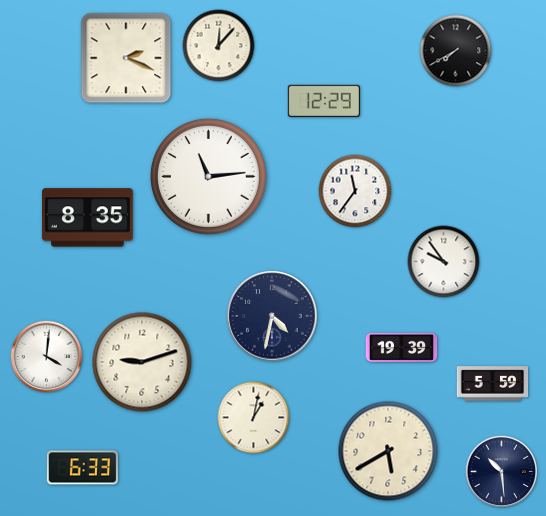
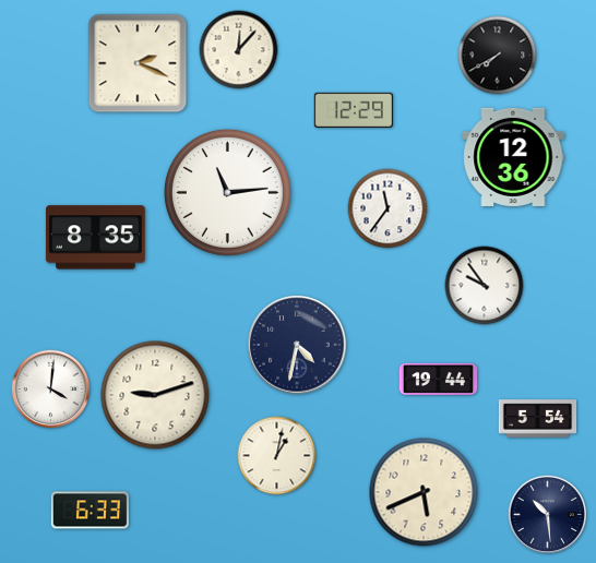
clock at (513, 157): none -> 12:36
clock at (402, 347): 19:39 -> 19:44
clock at (493, 384): 5:59 -> 5:54
clock at (388, 451): 5:40 -> 5:41
